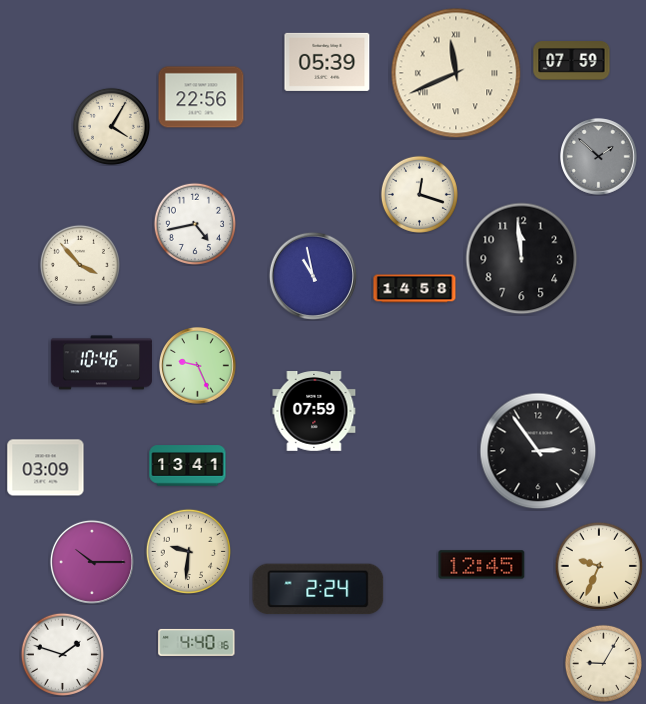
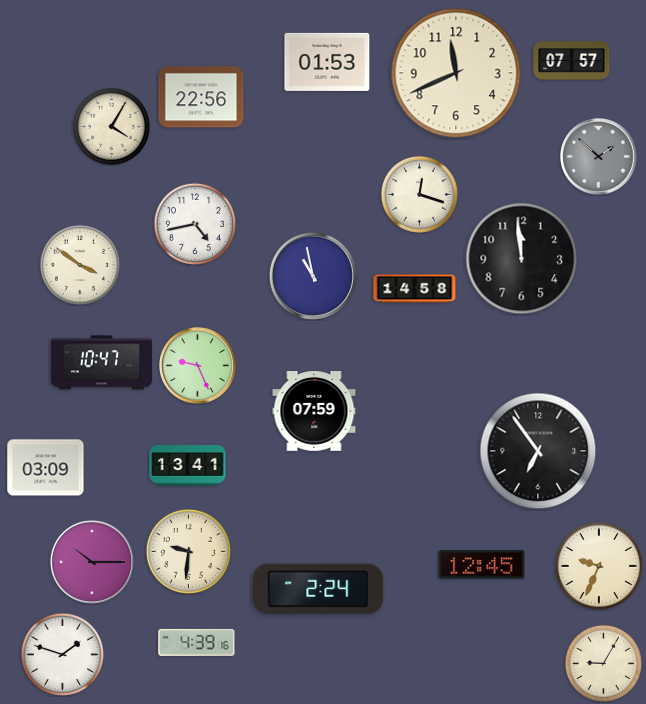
clock at (572, 61): 07:59 -> 07:57
clock at (327, 62): 05:39 -> 01:53
clock at (456, 73) numerals: Roman -> Arabic
clock at (80, 265): 3:53 -> 3:51
clock at (101, 363): 10:46 -> 10:47
clock at (538, 451): 2:54 -> 6:54
clock at (197, 642): 4:40 -> 4:39
